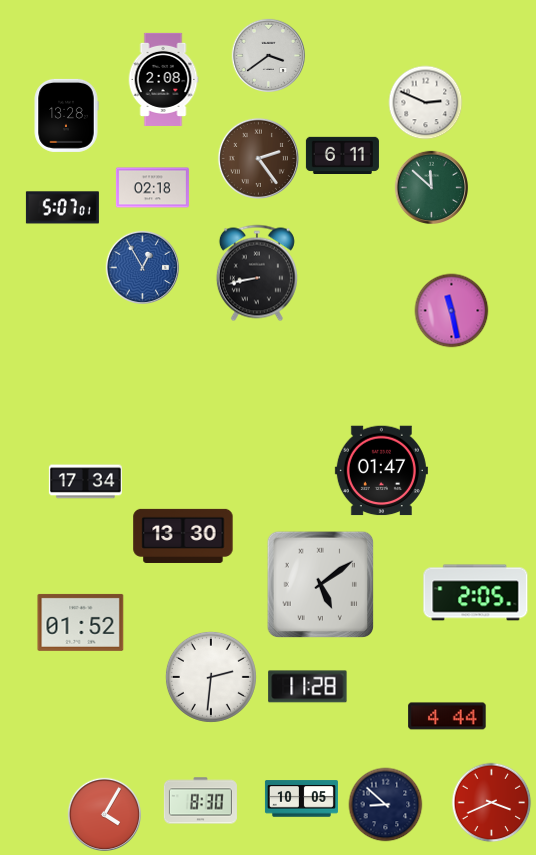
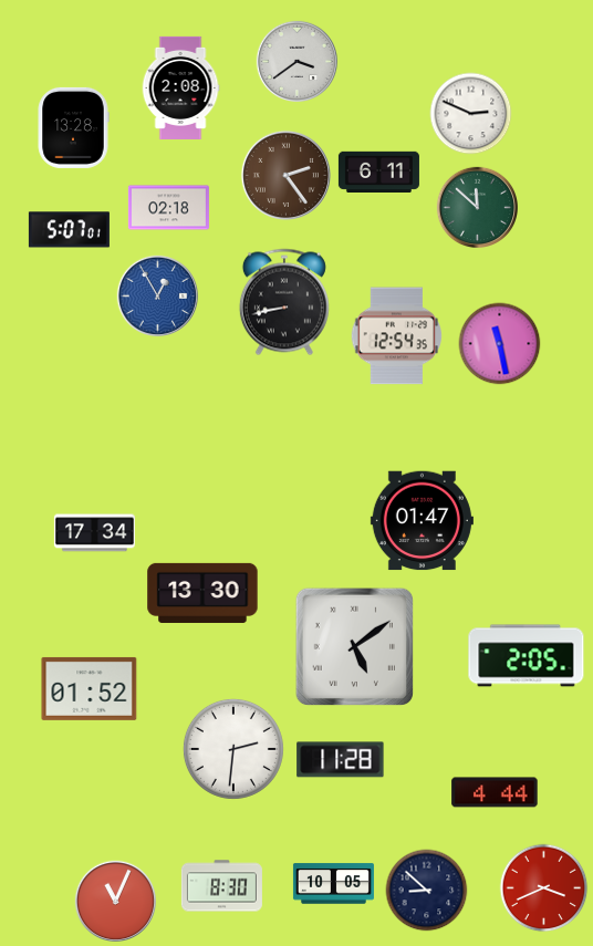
clock at (396, 336): none -> 12:54
clock at (104, 814): 4:05 -> 11:04
